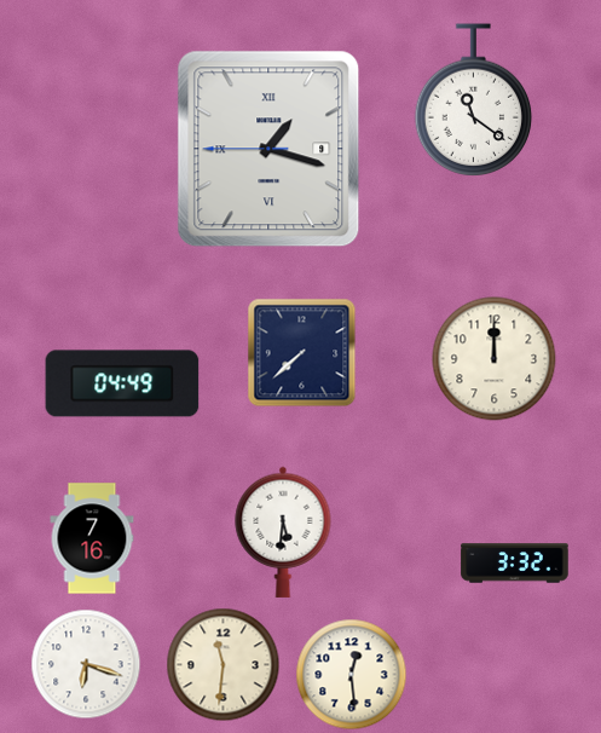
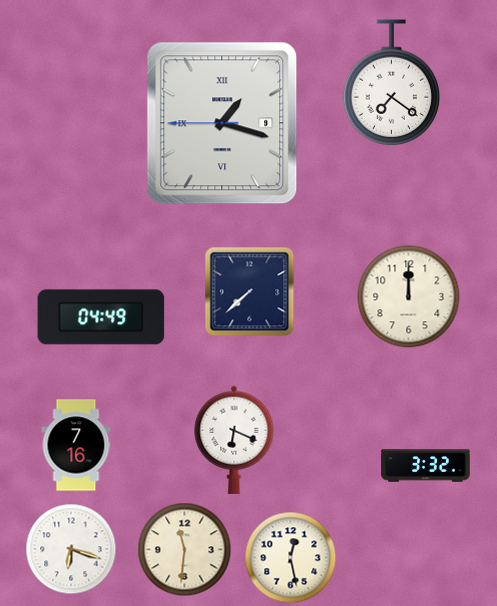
clock at (474, 100): 11:21 -> 7:21
clock at (283, 532): 5:31 -> 6:19
clock at (352, 675): 12:29 -> 12:28
